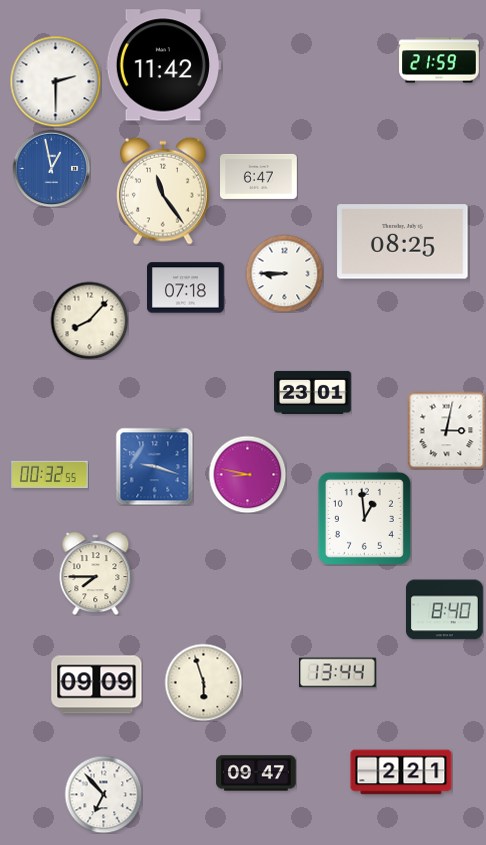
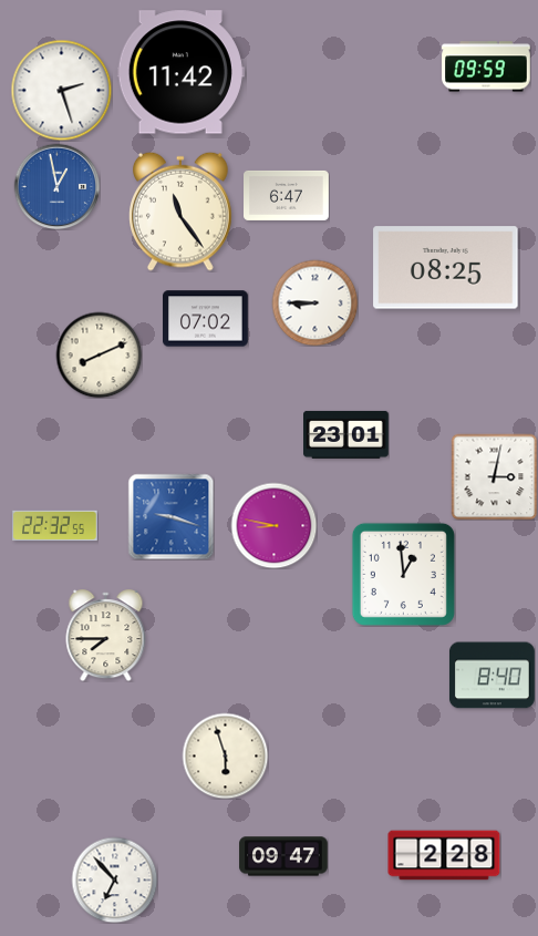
clock at (439, 60): 21:59 -> 09:59
clock at (55, 81): 2:30 -> 2:27
clock at (186, 288): 07:18 -> 07:02
clock at (89, 320): 8:07 -> 8:11
clock at (50, 475): 00:32 -> 22:32
clock at (338, 673): 13:44 -> none
clock at (97, 685): 09:09 -> none
clock at (401, 772): 2:21 -> 2:28
